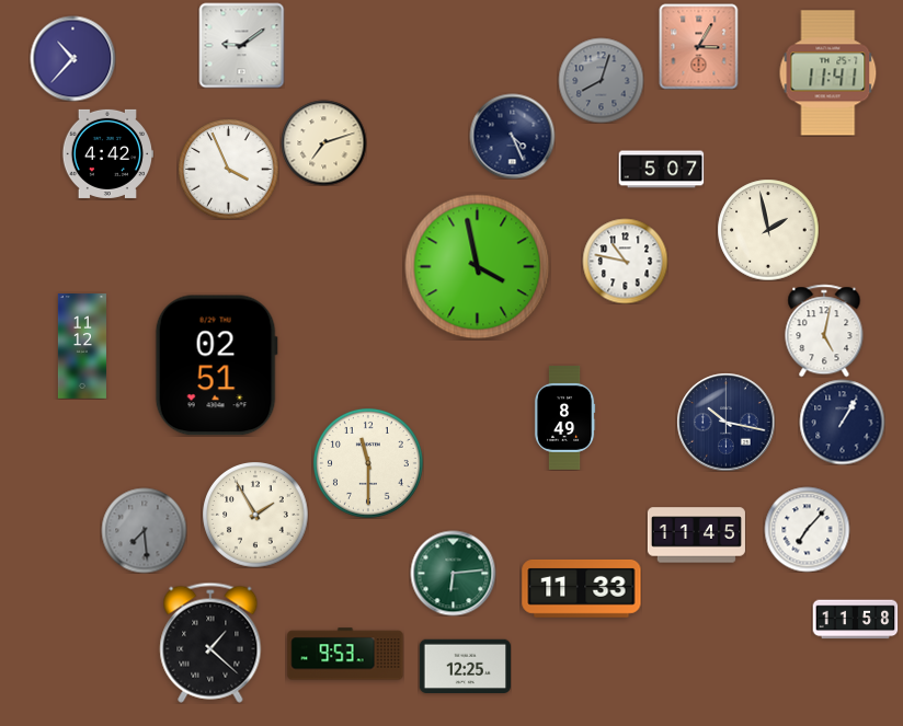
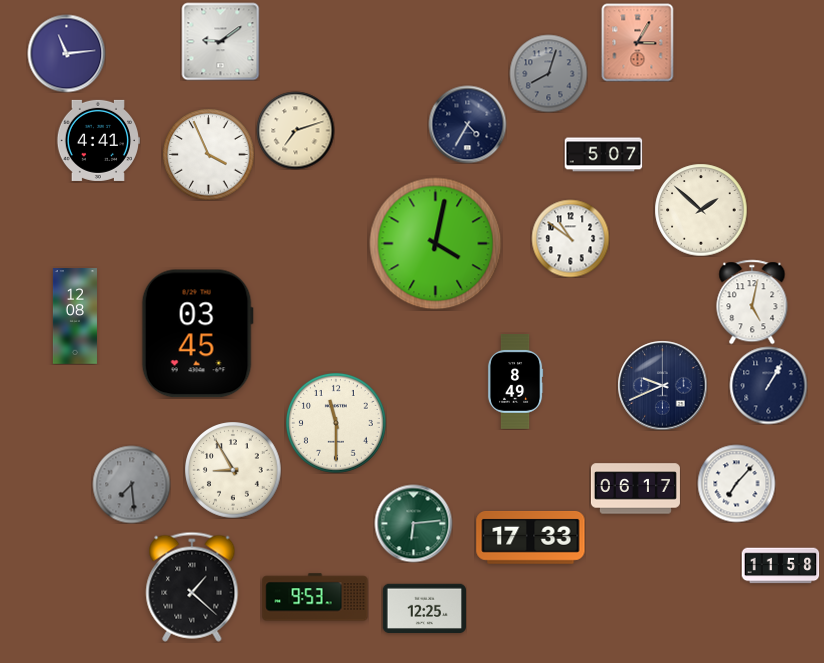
clock at (72, 58): 10:37 -> 11:14
clock at (828, 73): 11:41 -> none
clock at (512, 136): 4:26 -> 4:35
clock at (107, 153): 4:42 -> 4:41
clock at (768, 230): 1:58 -> 1:52
clock at (625, 261): 10:47 -> 10:51
clock at (478, 267): 3:58 -> 4:02
clock at (82, 346): 11:12 -> 12:08
clock at (216, 366): 02:51 -> 03:45
clock at (725, 422): 10:17 -> 9:41
clock at (255, 515): 1:55 -> 8:55
clock at (696, 535): 11:45 -> 06:17
clock at (582, 588): 11:33 -> 17:33
